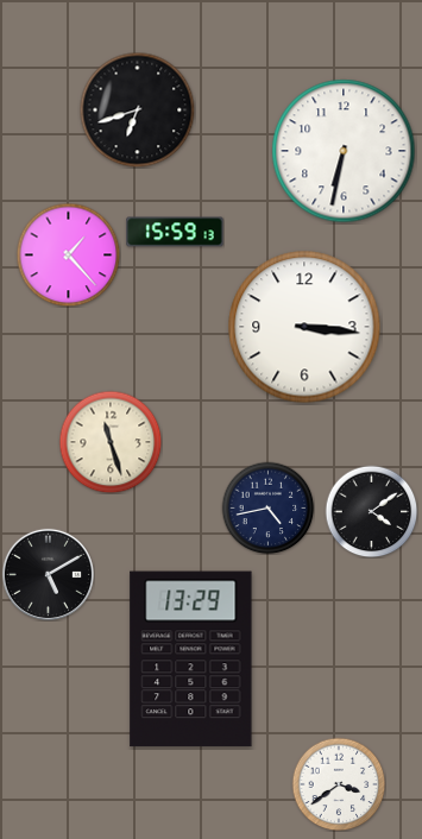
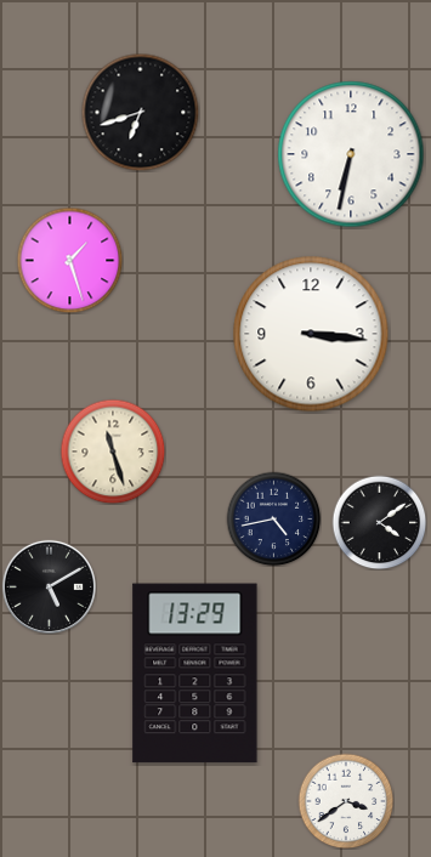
clock at (175, 232): 15:59 -> none
clock at (68, 254): 1:23 -> 1:27
